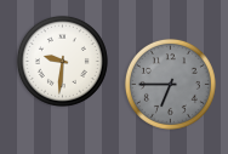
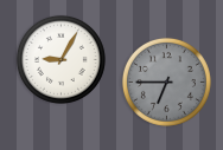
clock at (62, 61): 9:31 -> 9:05
